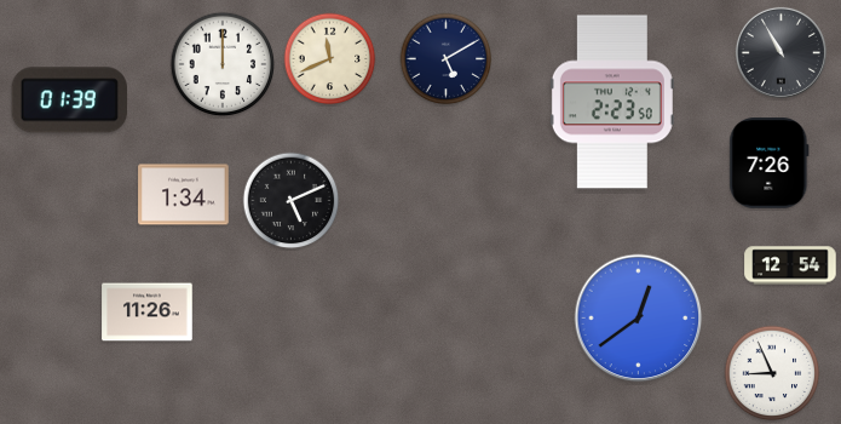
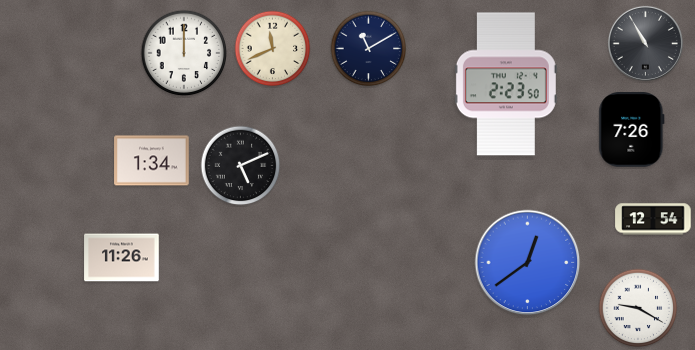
clock at (447, 59): 5:10 -> 11:10
clock at (69, 101): 01:39 -> none
clock at (770, 164) position: (770, 164) -> (632, 130)
clock at (772, 373): 8:56 -> 9:20
